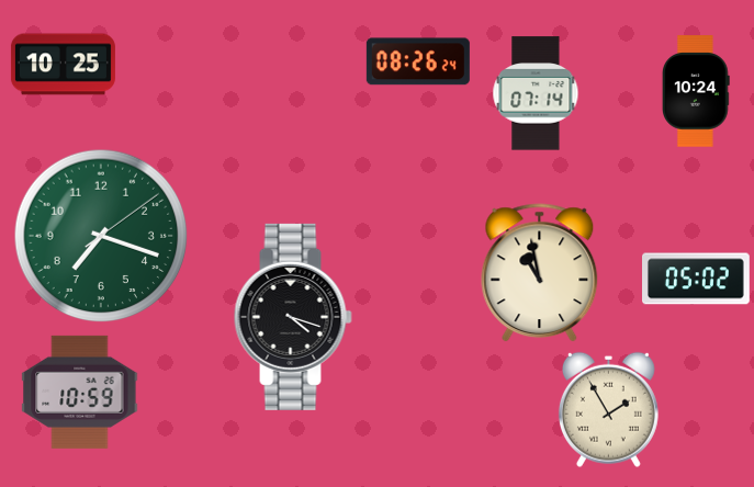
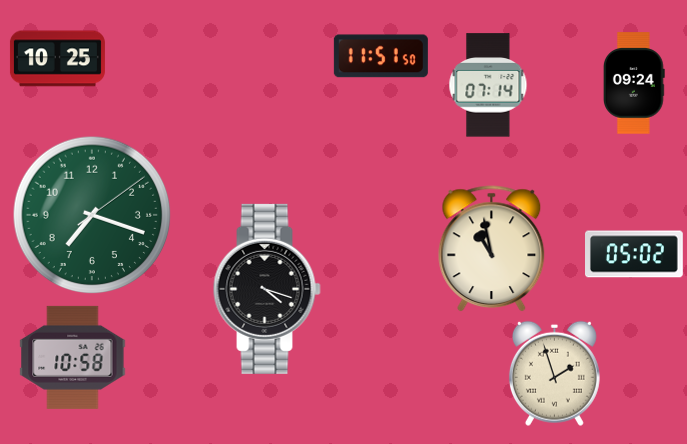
clock at (418, 61): 08:26 -> 11:51
clock at (696, 91): 10:24 -> 09:24
clock at (80, 392): 10:59 -> 10:58
clock at (608, 409): 1:55 -> 1:57
